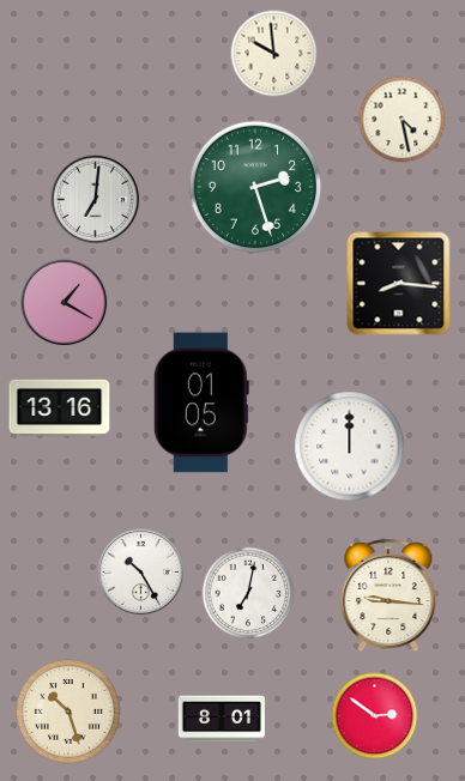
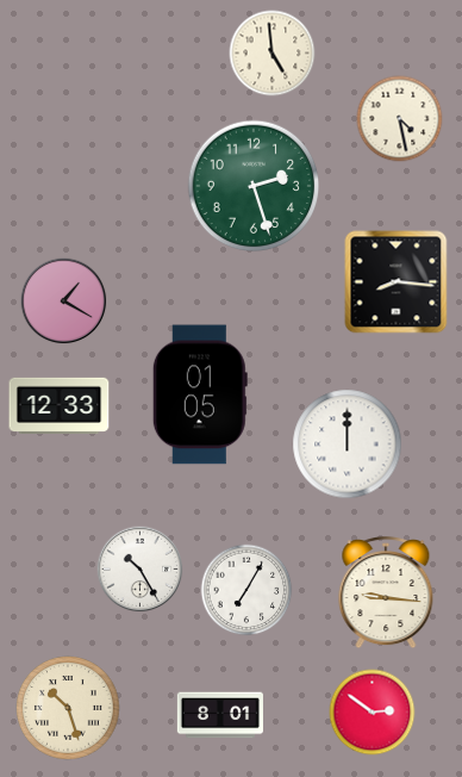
clock at (274, 54): 9:59 -> 4:59
clock at (96, 200): 7:01 -> none
clock at (201, 402) position: (201, 402) -> (200, 394)
clock at (60, 407): 13:16 -> 12:33
clock at (248, 593): 7:02 -> 7:05
